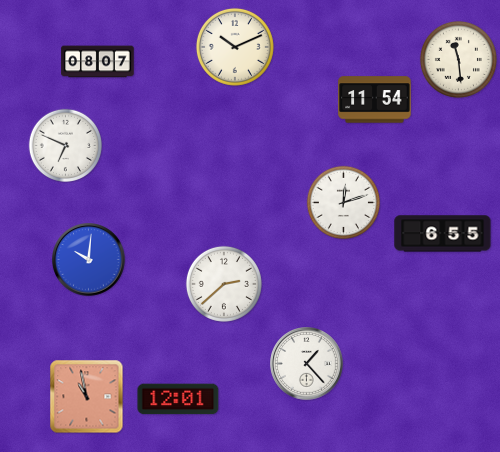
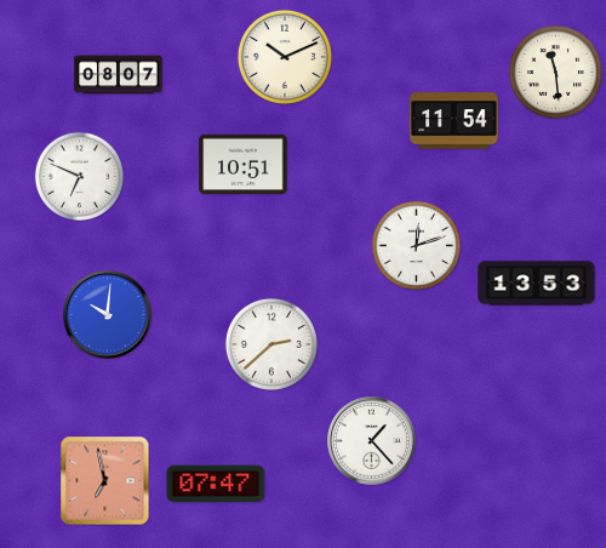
clock at (244, 164): none -> 10:51
clock at (443, 234): 6:55 -> 13:53
clock at (87, 397): 10:58 -> 6:58
clock at (178, 399): 12:01 -> 07:47
